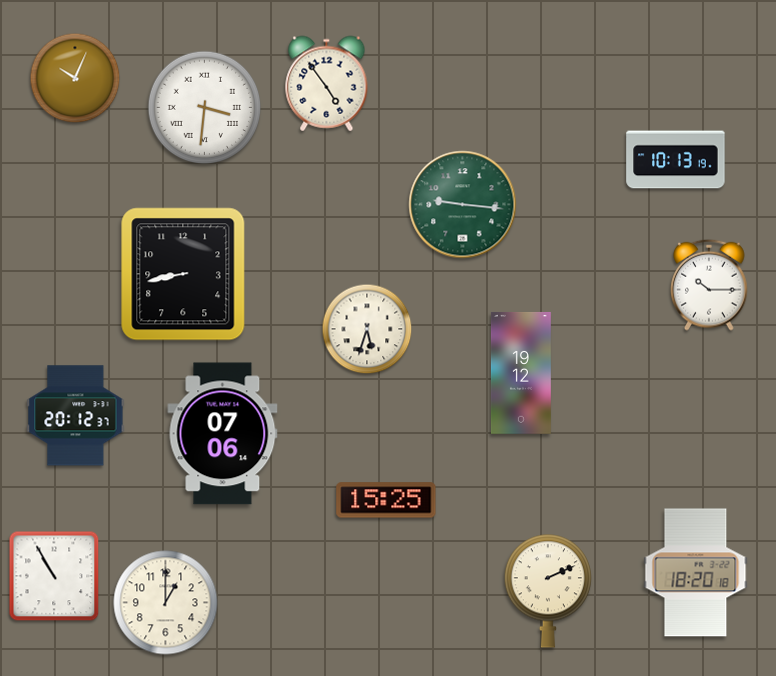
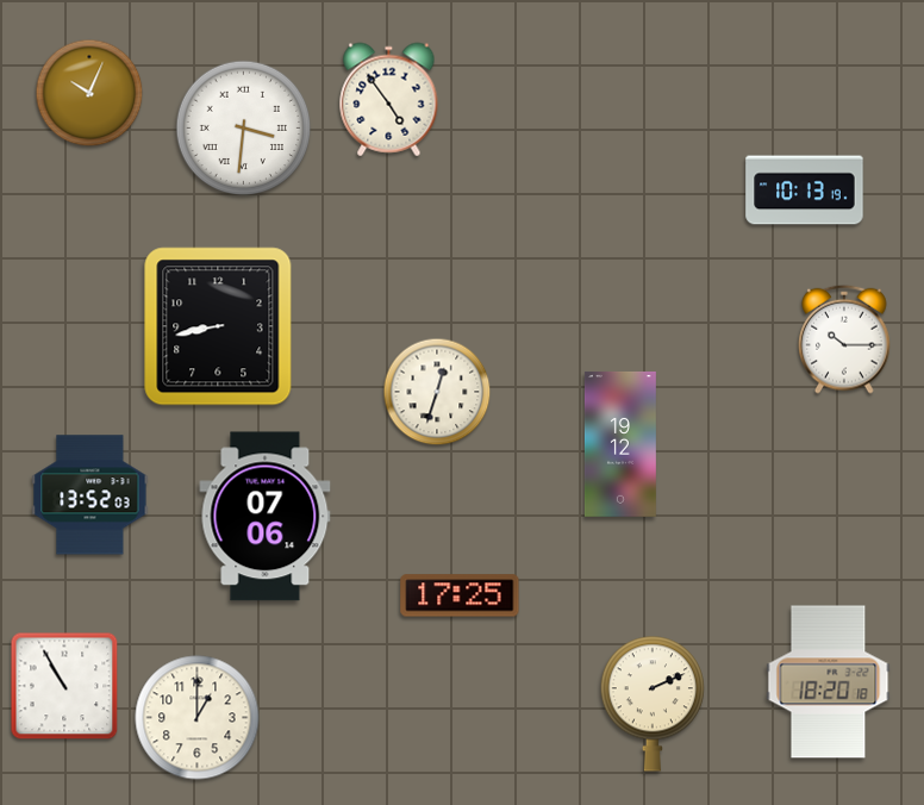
clock at (463, 205): 9:16 -> none
clock at (367, 329): 5:33 -> 12:33
clock at (76, 416): 20:12 -> 13:52
clock at (386, 500): 15:25 -> 17:25
